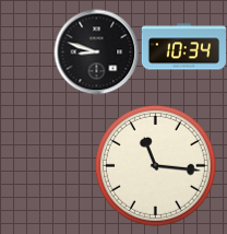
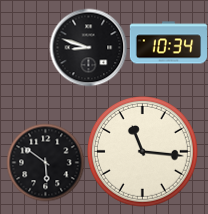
clock at (45, 162): none -> 5:51
